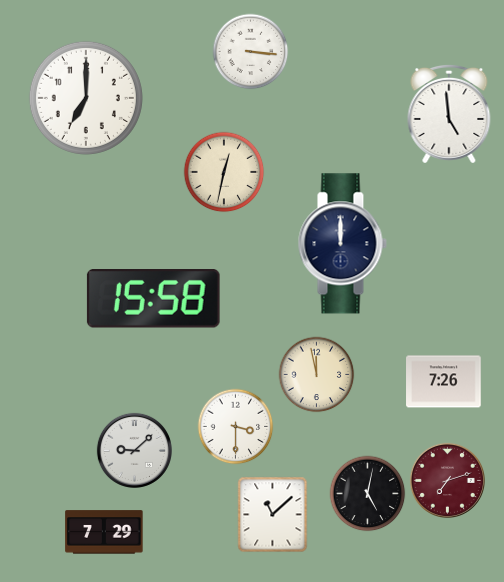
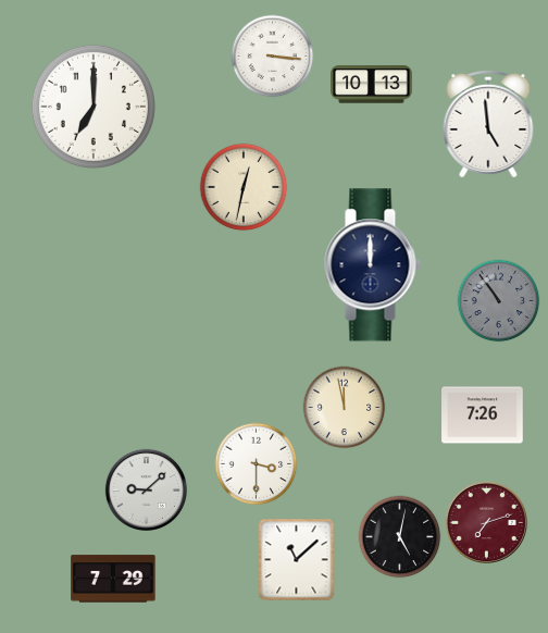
clock at (372, 85): none -> 10:13
clock at (499, 301): none -> 10:54
clock at (153, 299): 15:58 -> none
